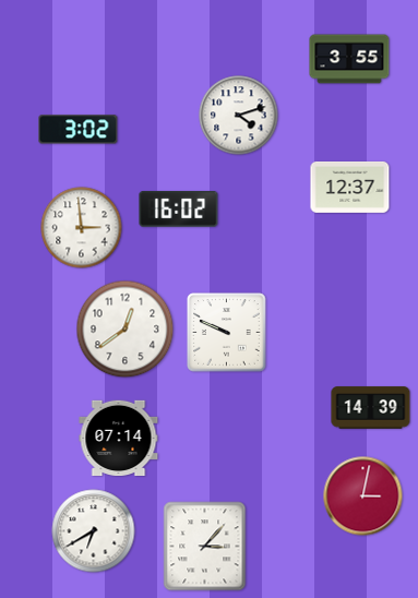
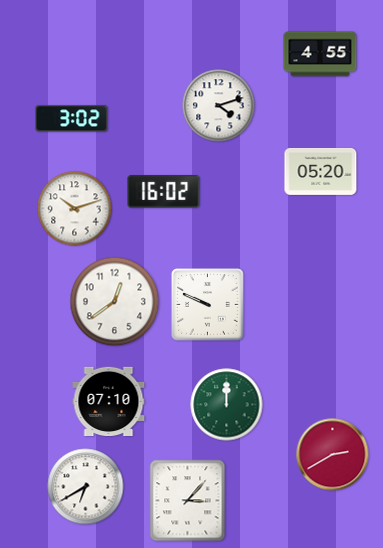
clock at (349, 59): 3:55 -> 4:55
clock at (350, 187): 12:37 -> 05:20
clock at (82, 228): 2:59 -> 10:12
clock at (371, 408): 14:39 -> none
clock at (119, 438): 07:14 -> 07:10
clock at (227, 405): none -> 12:00
clock at (363, 497): 3:02 -> 2:40
